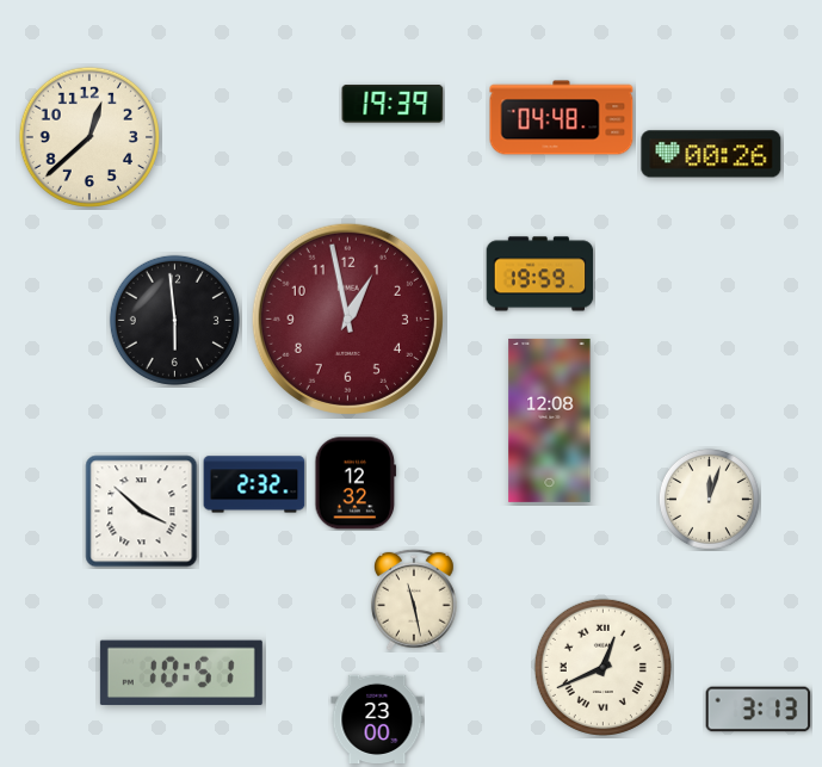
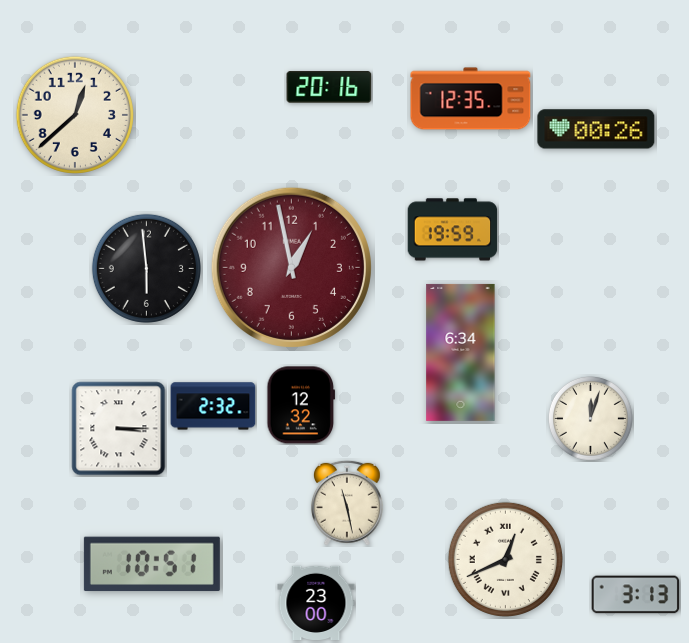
clock at (393, 104): 19:39 -> 20:16
clock at (562, 118): 04:48 -> 12:35
clock at (550, 420): 12:08 -> 6:34
clock at (356, 483) position: (356, 483) -> (301, 405)
clock at (709, 499) position: (709, 499) -> (590, 418)
clock at (142, 512): 3:52 -> 3:15
